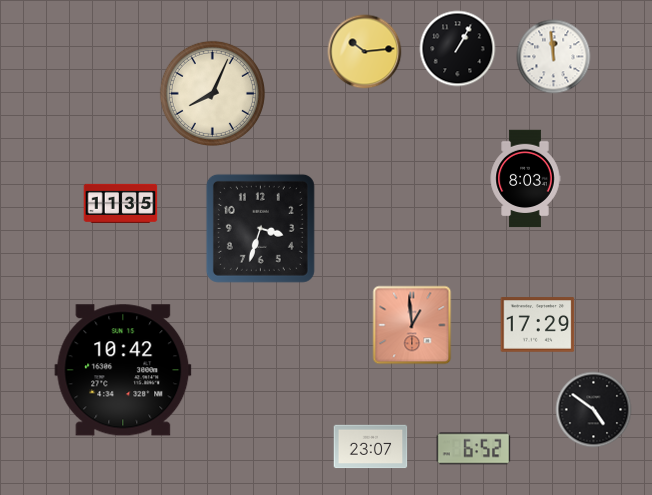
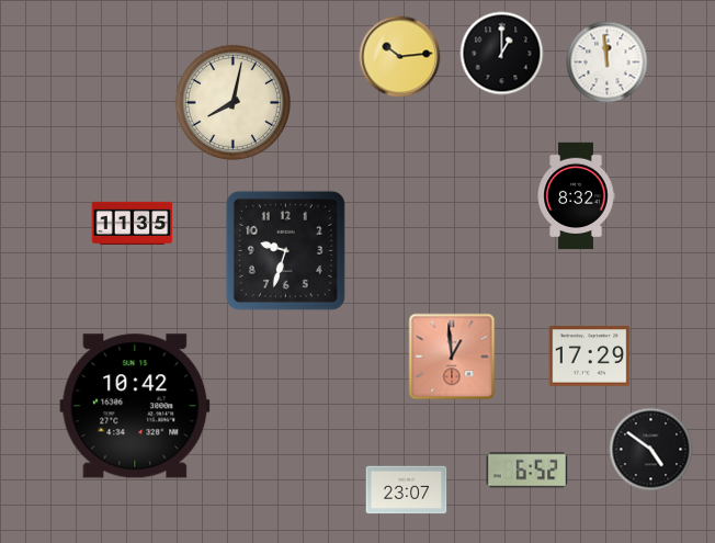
clock at (458, 49): 1:05 -> 1:00
clock at (212, 93): 8:04 -> 8:02
clock at (525, 179): 8:03 -> 8:32
clock at (260, 228): 3:33 -> 9:33
clock at (474, 449) position: (474, 449) -> (527, 471)
